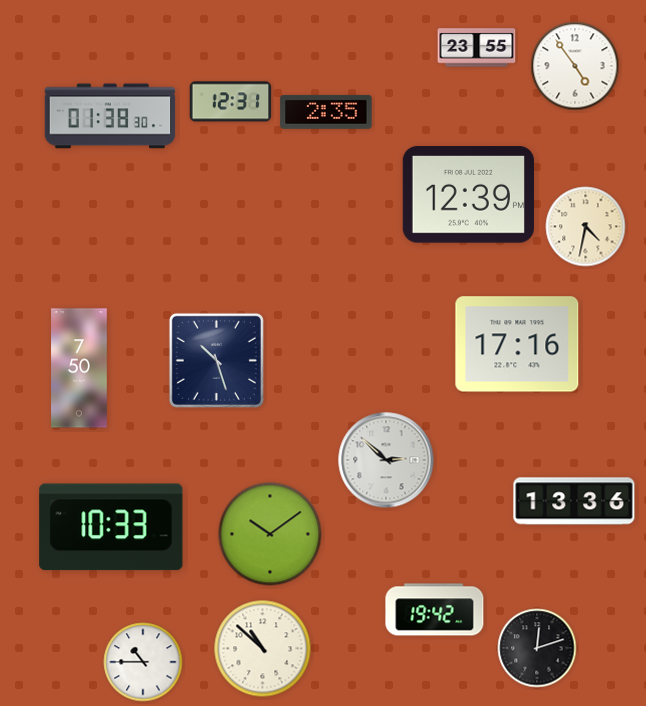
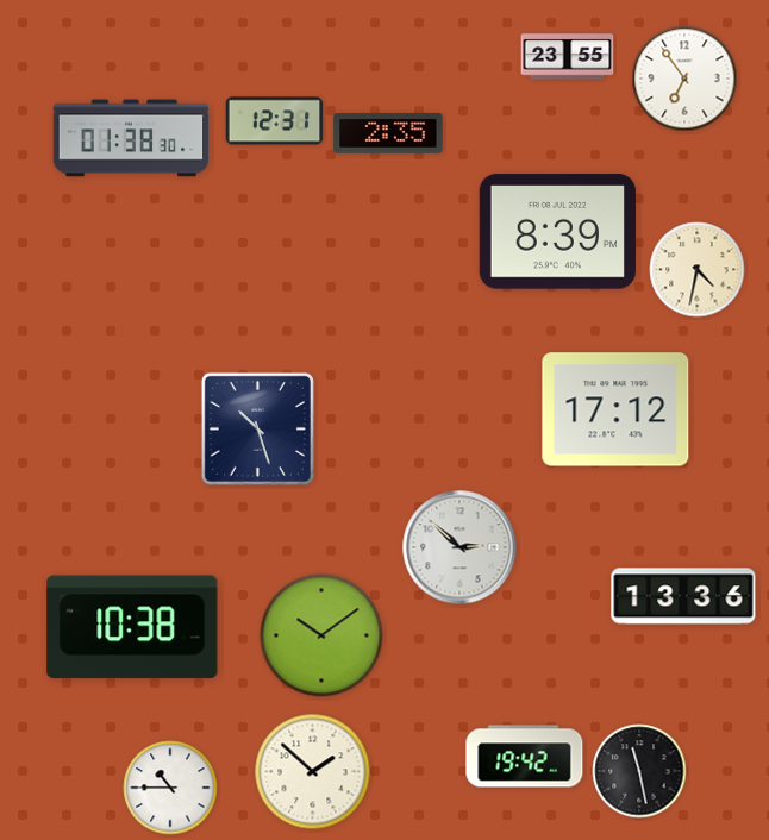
clock at (575, 66): 4:54 -> 6:54
clock at (468, 195): 12:39 -> 8:39
clock at (517, 344): 17:16 -> 17:12
clock at (79, 368): 7:50 -> none
clock at (111, 527): 10:33 -> 10:38
clock at (435, 610) position: (435, 610) -> (525, 757)
clock at (537, 648): 12:12 -> 11:28
clock at (263, 649): 10:52 -> 1:52
